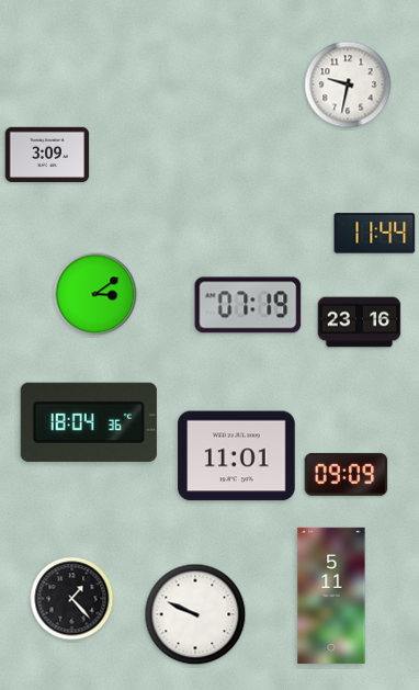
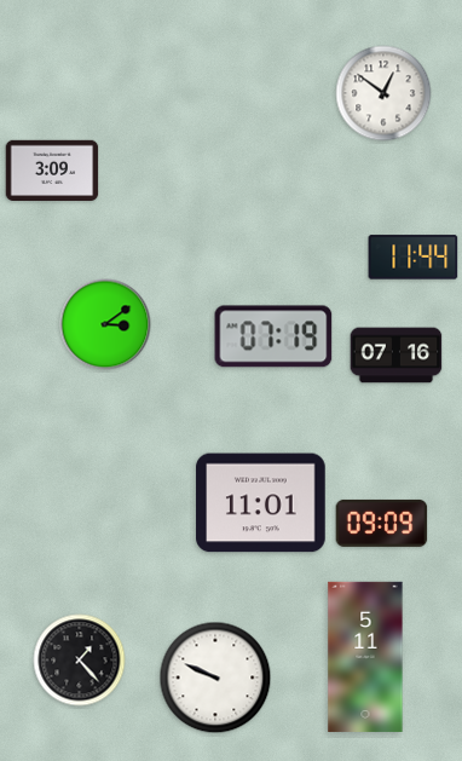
clock at (348, 84): 9:32 -> 12:51
clock at (360, 323): 23:16 -> 07:16
clock at (89, 422): 18:04 -> none
